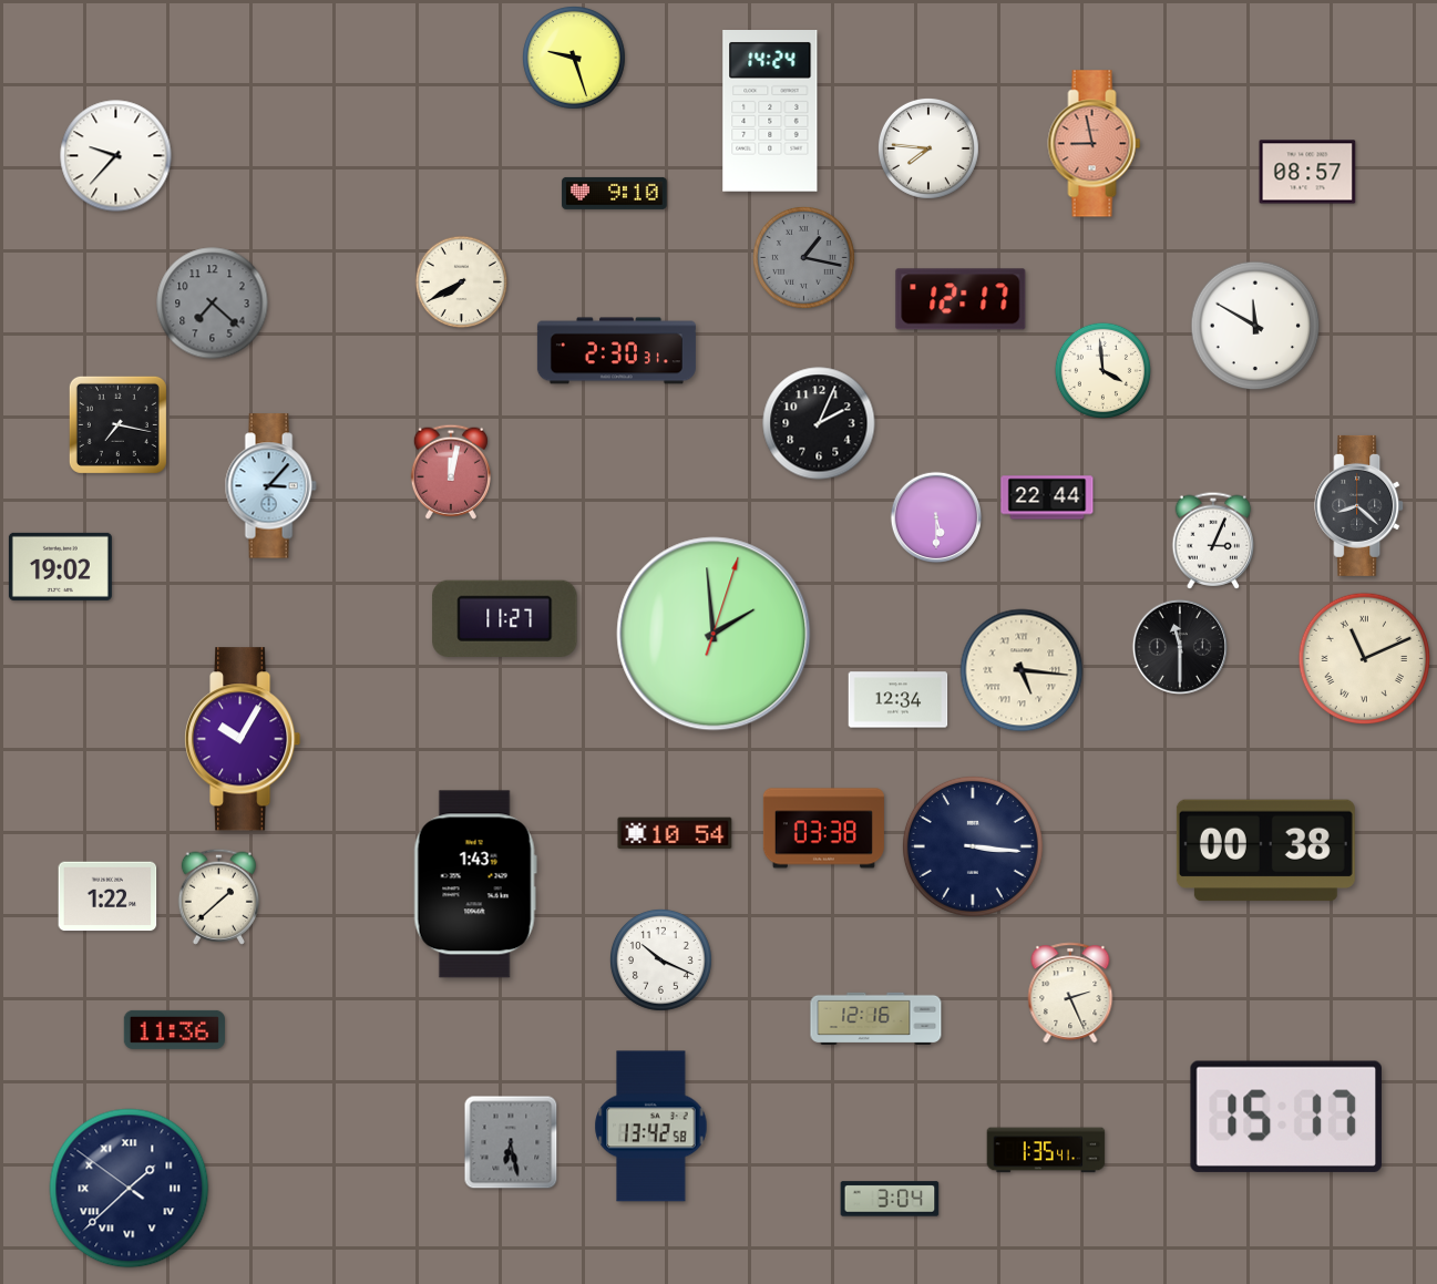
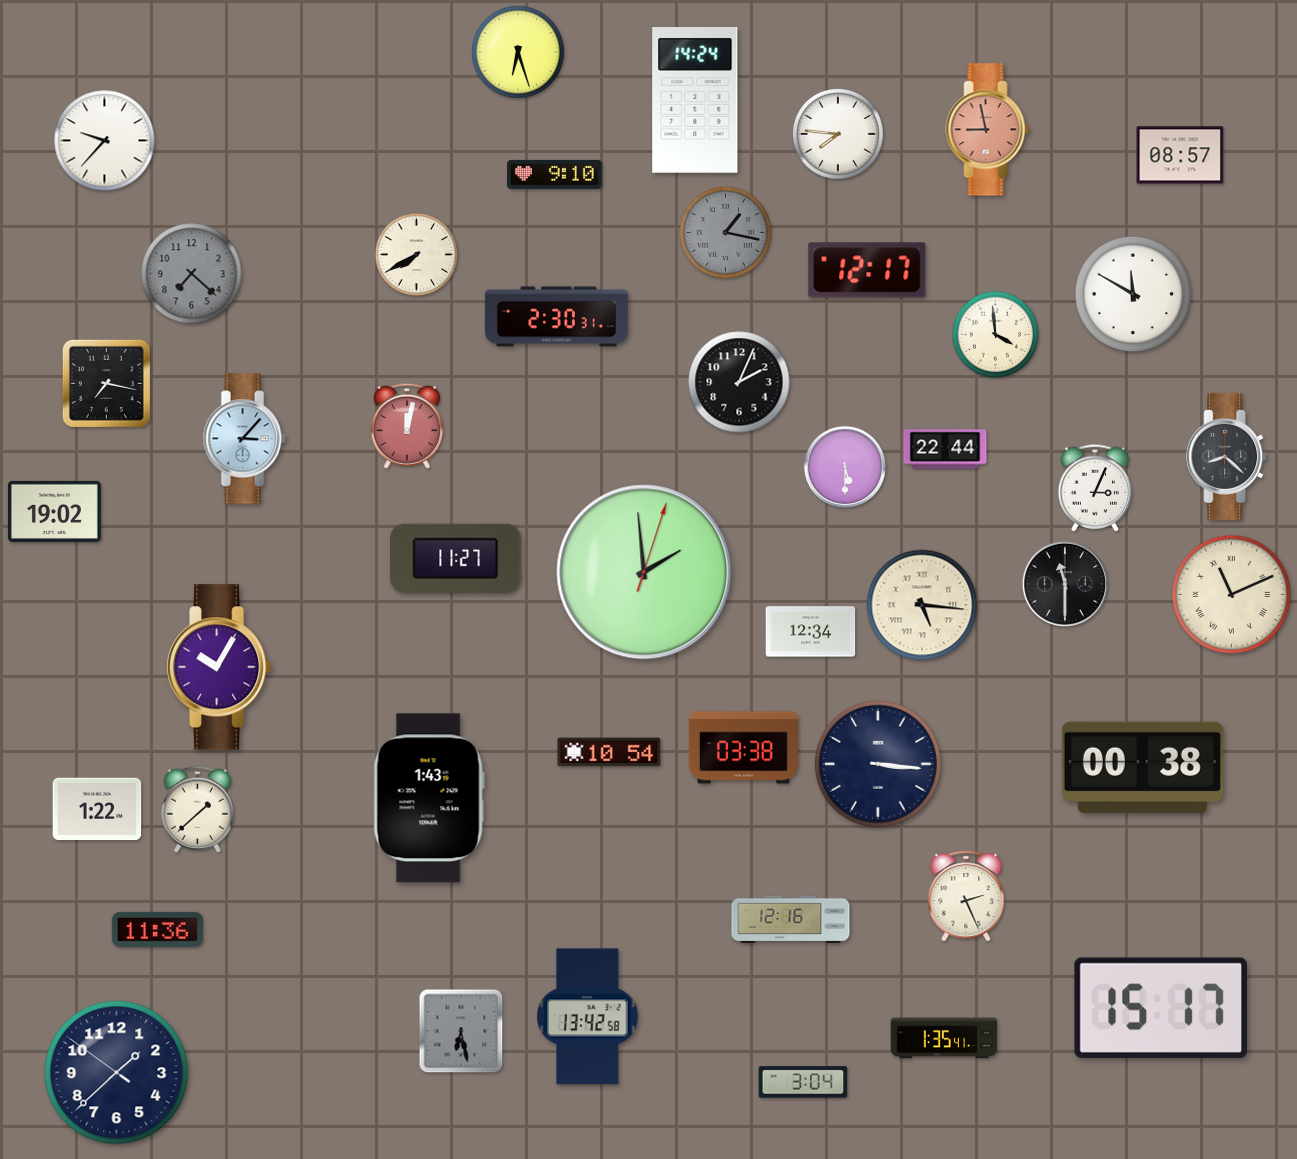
clock at (575, 59): 9:27 -> 6:27
clock at (660, 959): 10:19 -> none
clock at (130, 1189) numerals: Roman -> Arabic
